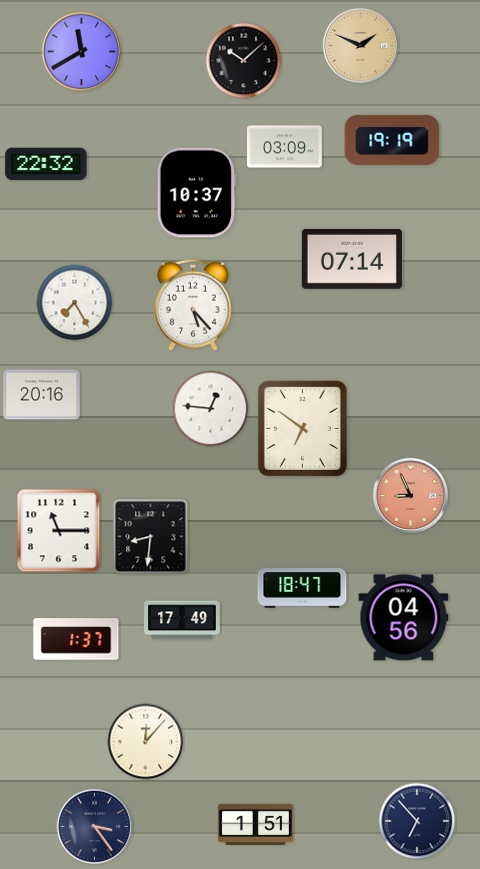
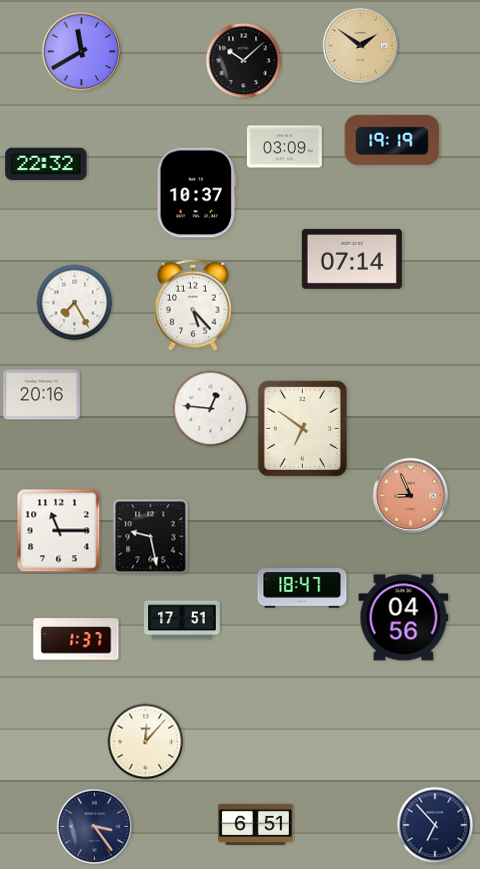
clock at (361, 46): 1:49 -> 1:51
clock at (151, 537): 8:31 -> 9:28
clock at (182, 620): 17:49 -> 17:51
clock at (417, 821) position: (417, 821) -> (435, 825)
clock at (256, 824): 1:51 -> 6:51
